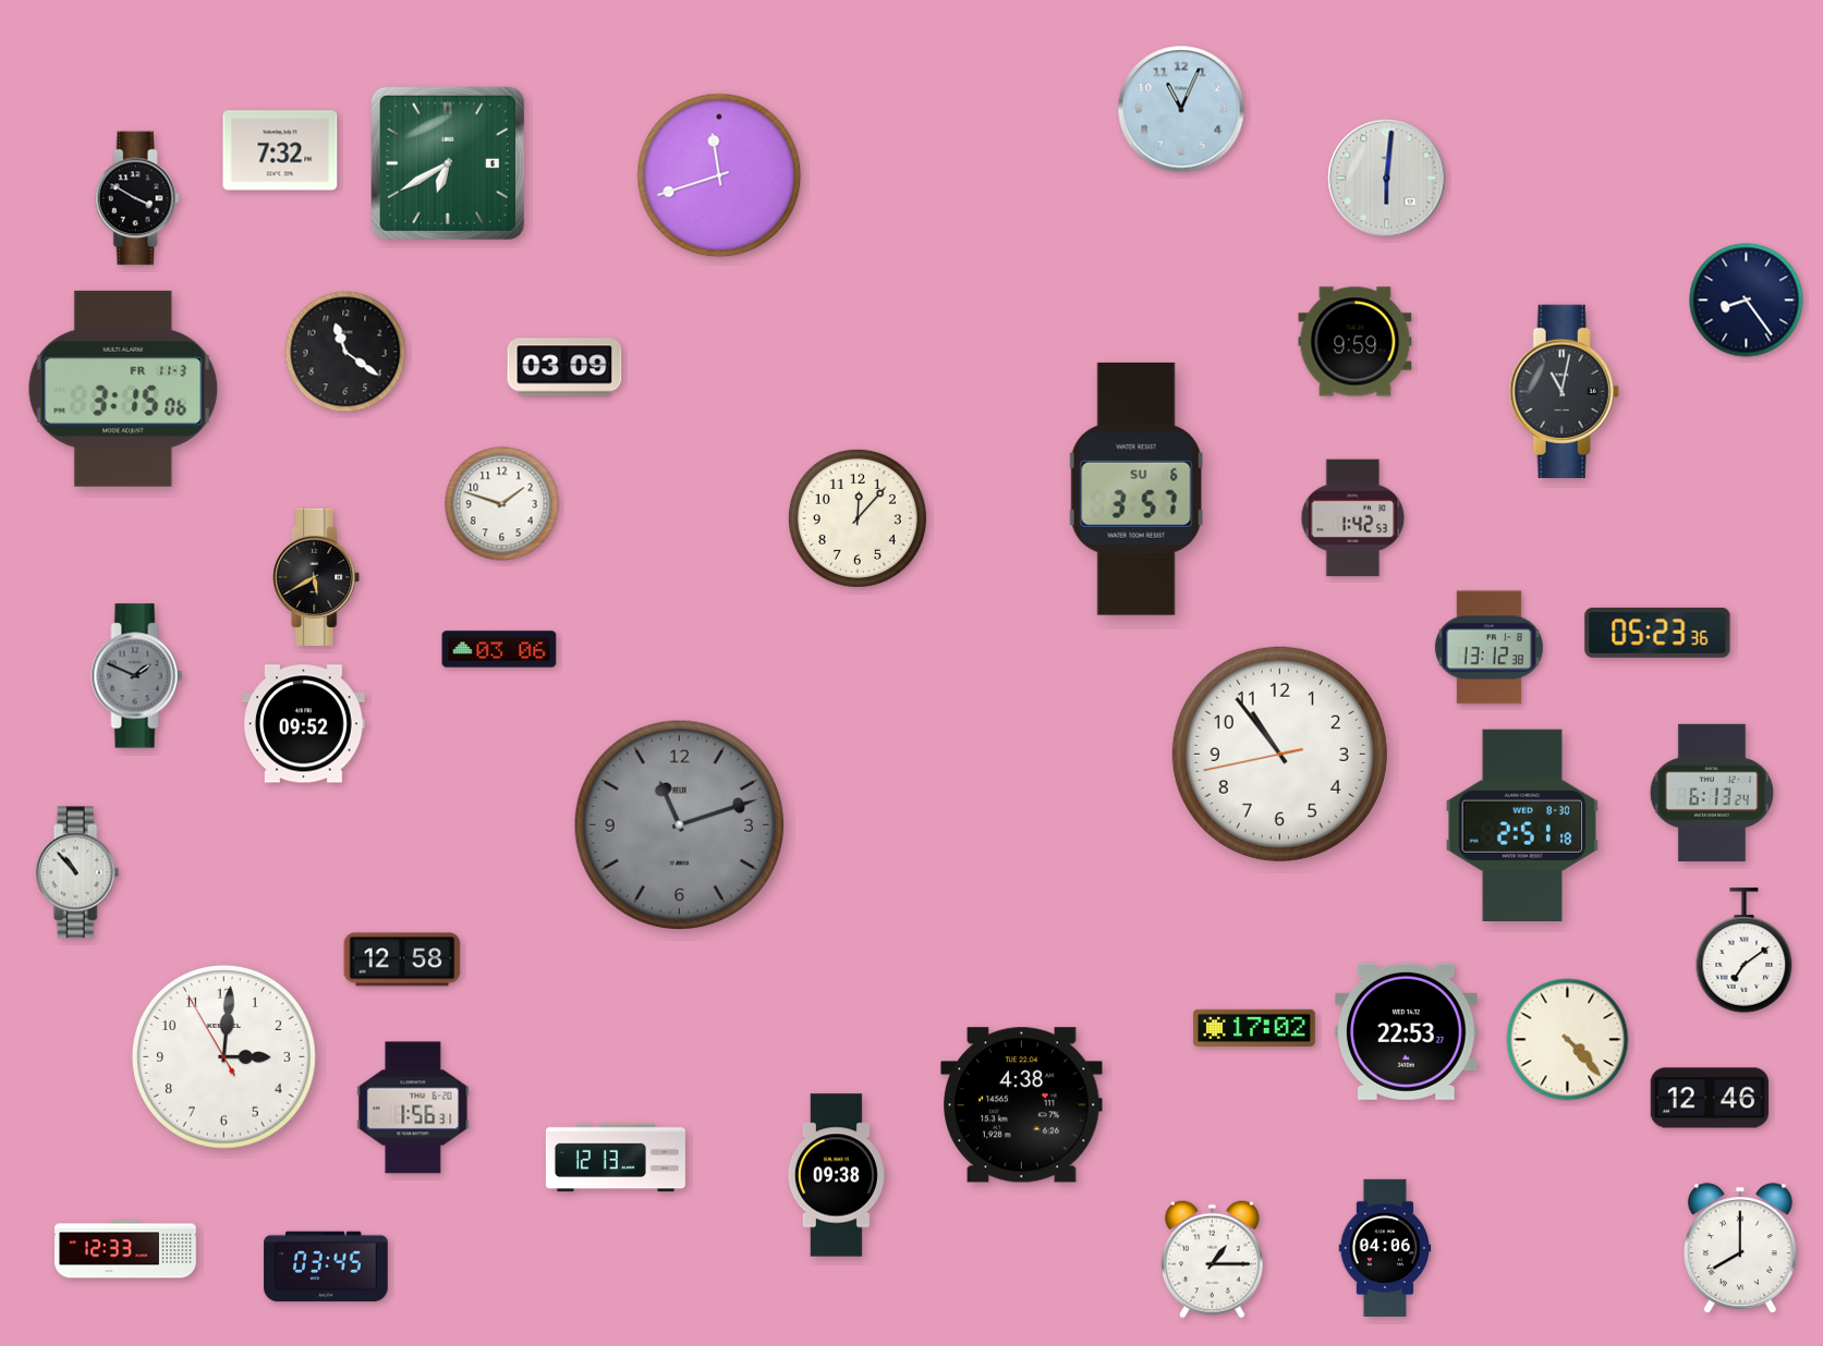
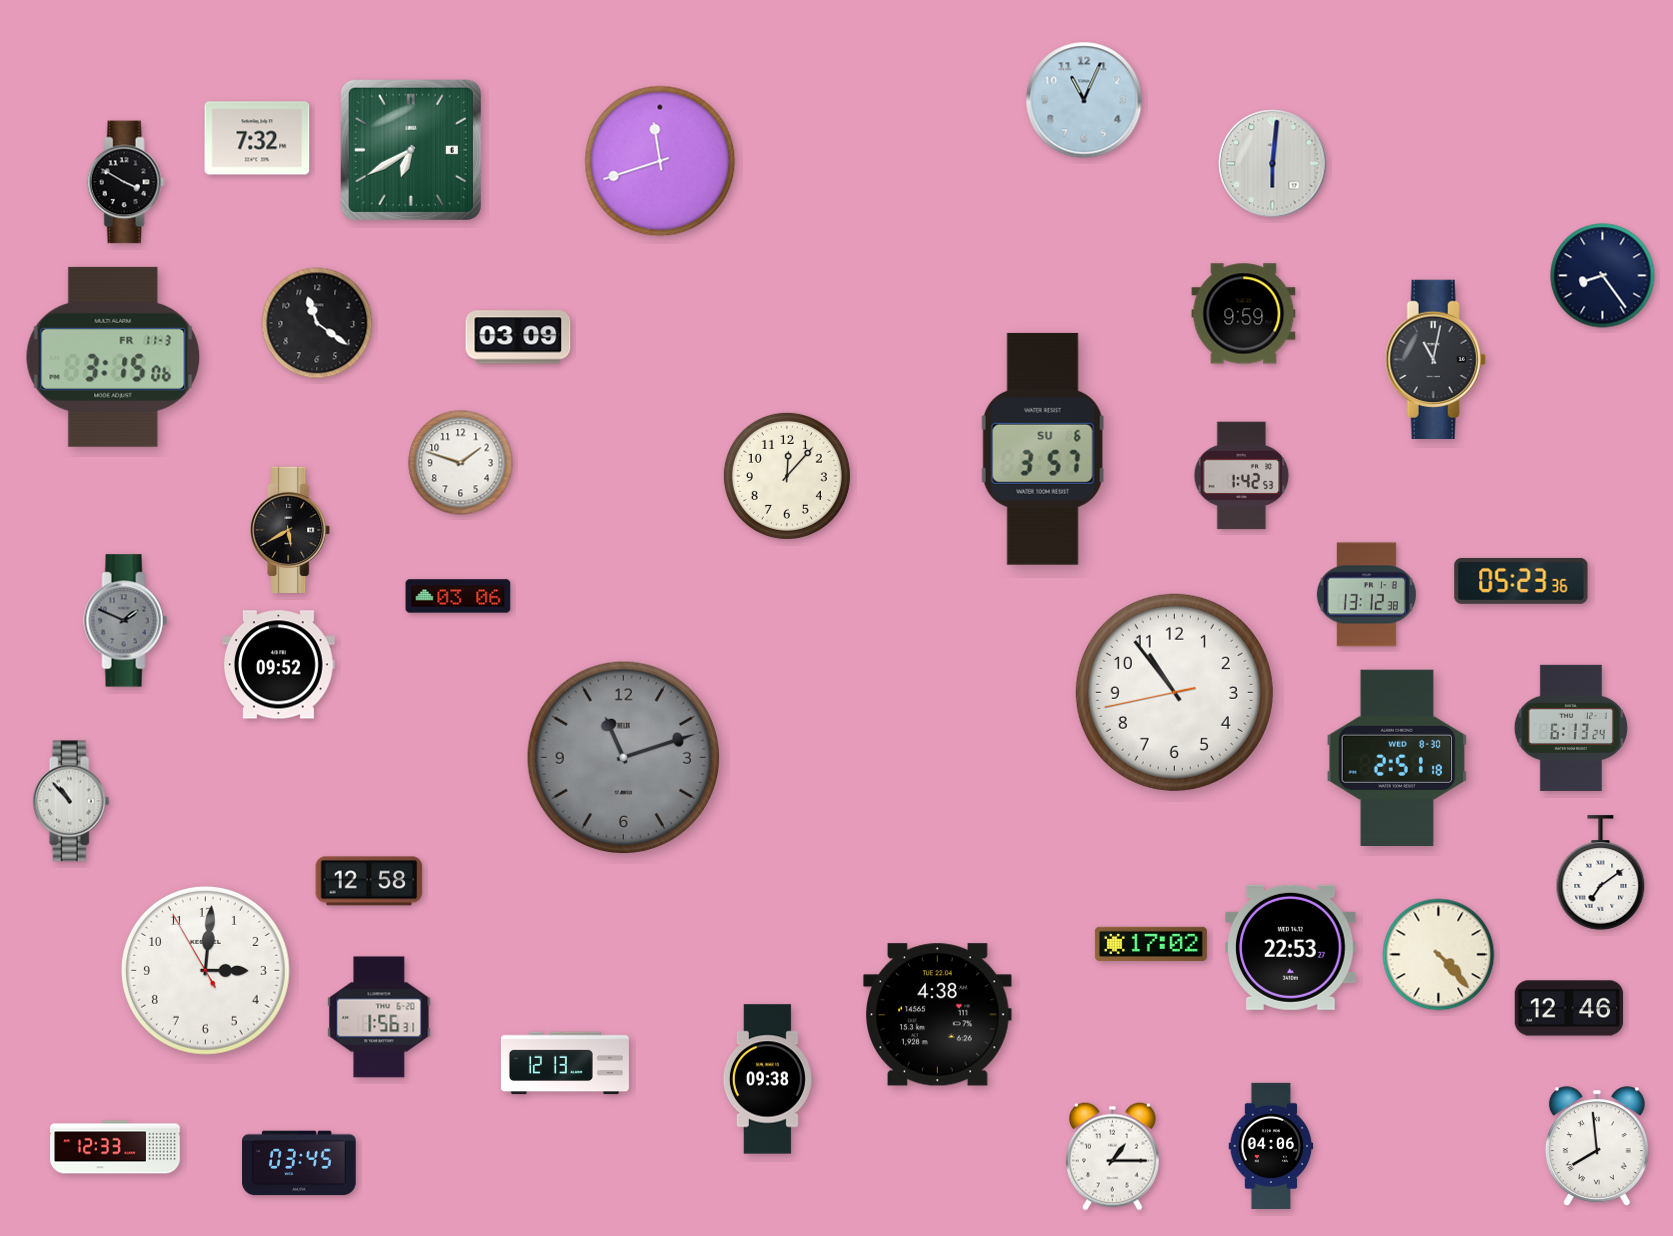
clock at (1740, 1249): 8:00 -> 7:59
